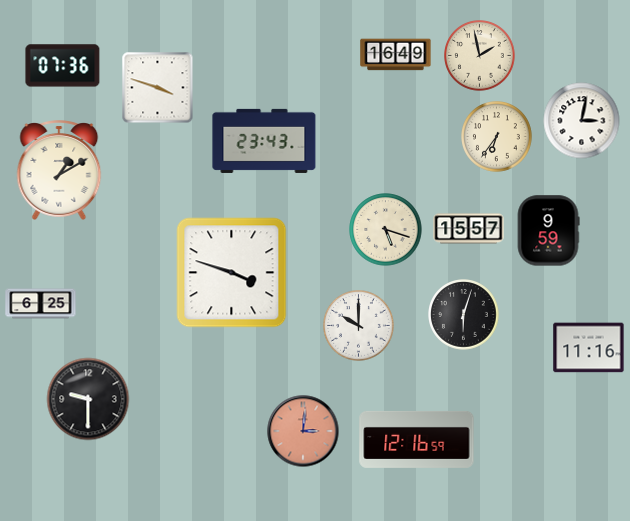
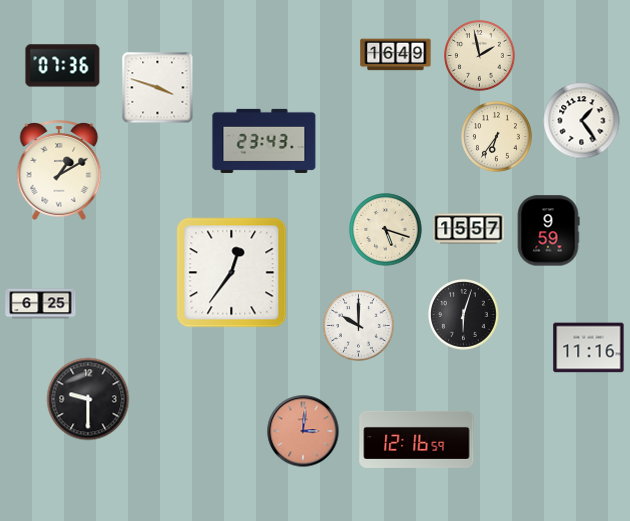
clock at (582, 121): 3:02 -> 1:24
clock at (232, 273): 3:48 -> 12:36
